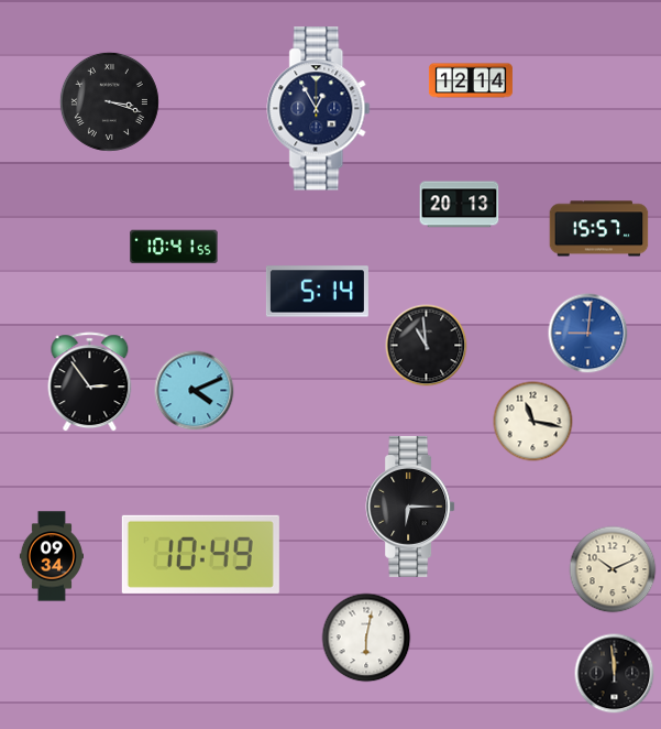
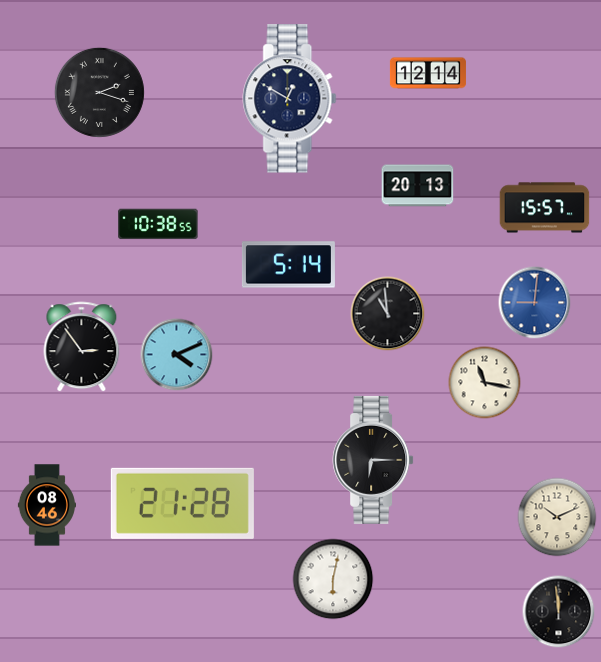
clock at (109, 101): 3:18 -> 2:18
clock at (319, 109): 12:55 -> 12:50
clock at (174, 247): 10:41 -> 10:38
clock at (200, 554): 10:49 -> 21:28
clock at (51, 556): 09:34 -> 08:46
